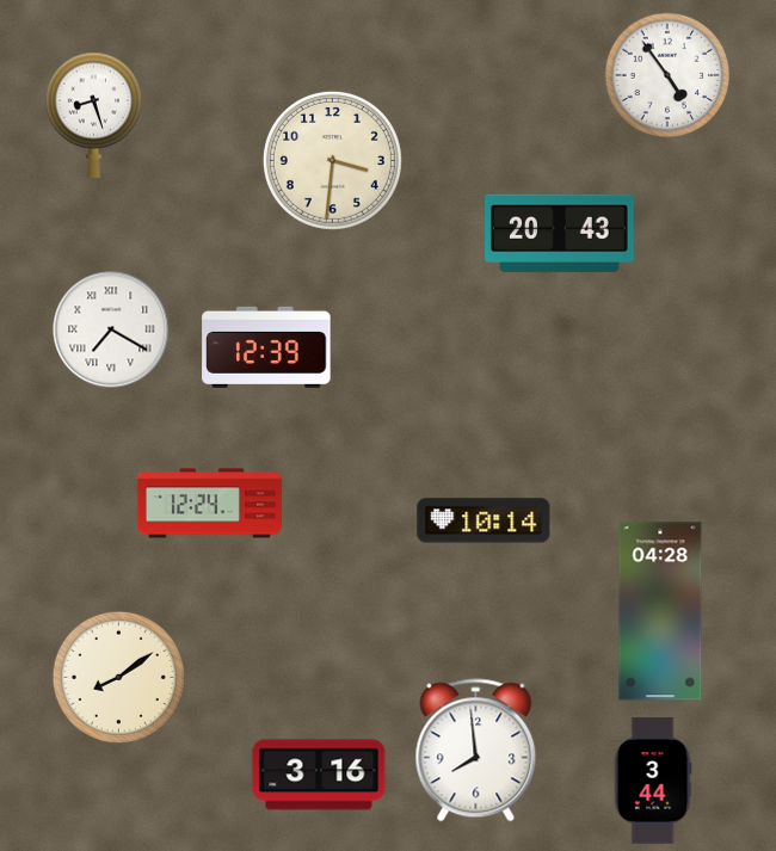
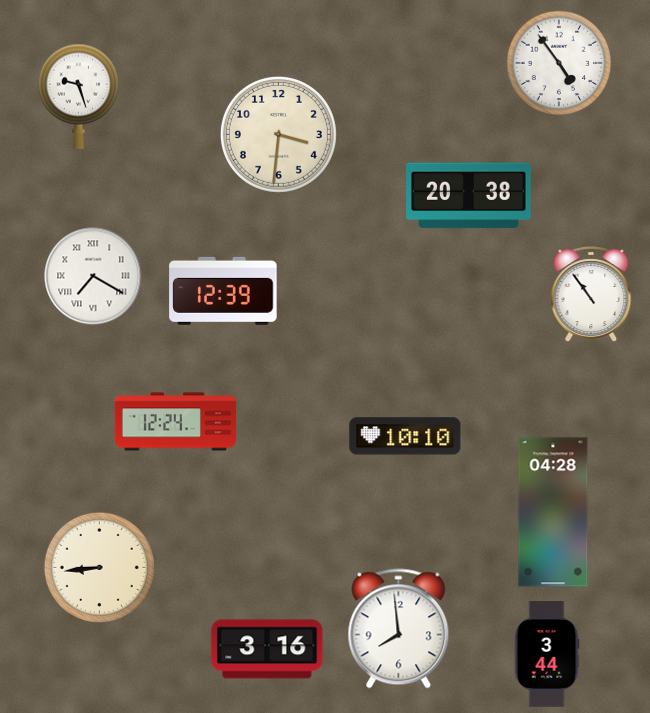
clock at (94, 115): 8:27 -> 9:27
clock at (560, 234): 20:43 -> 20:38
clock at (591, 294): none -> 10:54
clock at (484, 520): 10:14 -> 10:10
clock at (118, 677): 8:09 -> 8:44
